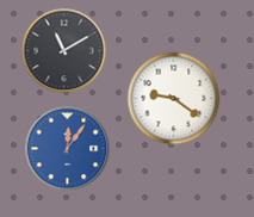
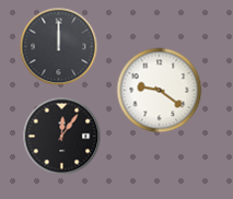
clock at (64, 51): 11:10 -> 12:00
clock at (68, 149) dial: blue -> black
